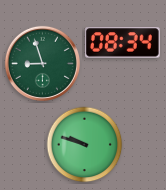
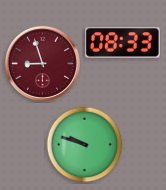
clock at (123, 43): 08:34 -> 08:33
clock at (42, 63) dial: green -> burgundy
